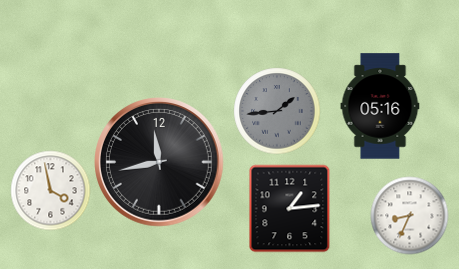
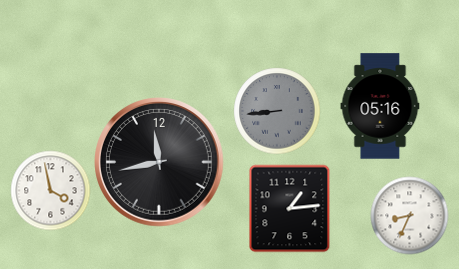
clock at (277, 111): 1:44 -> 8:44
